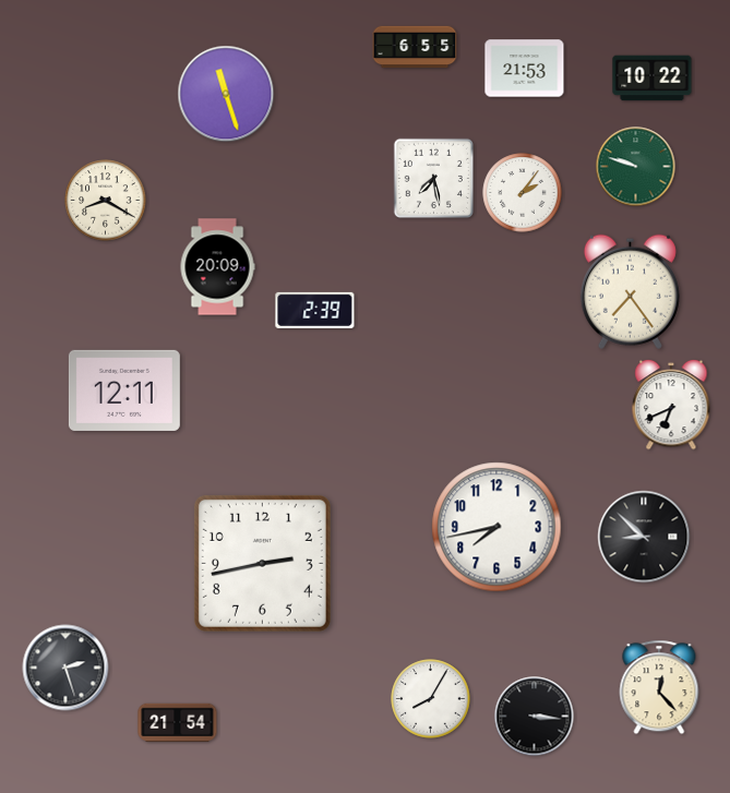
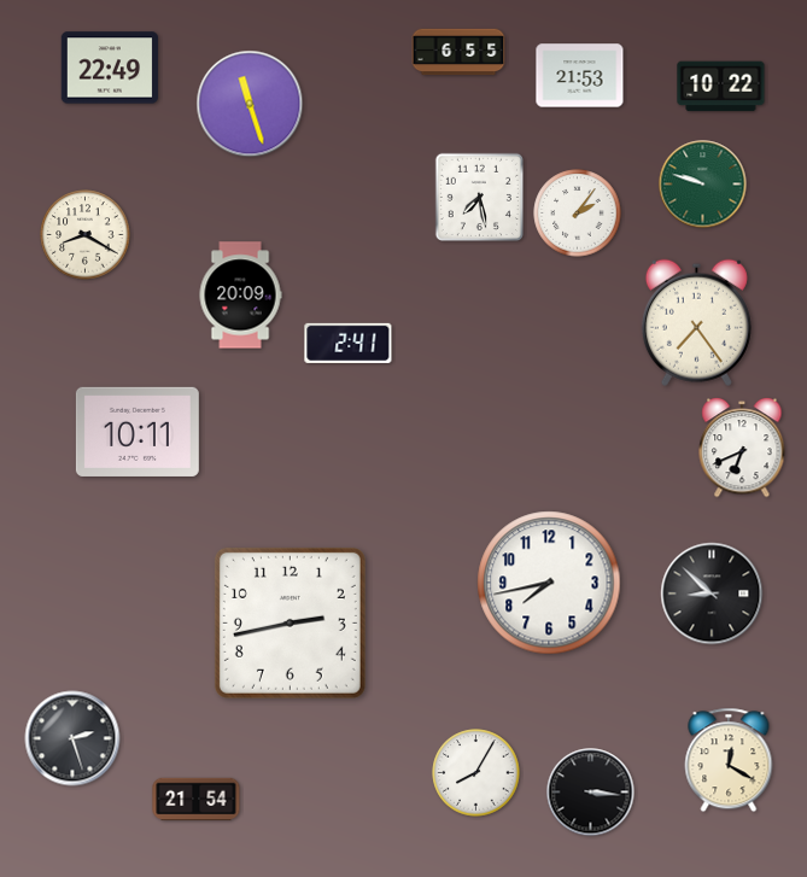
clock at (110, 68): none -> 22:49
clock at (106, 201) position: (106, 201) -> (86, 235)
clock at (315, 310): 2:39 -> 2:41
clock at (124, 391): 12:11 -> 10:11
clock at (659, 687): 12:23 -> 12:20
